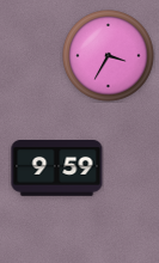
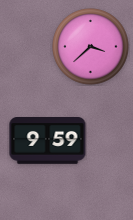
clock at (109, 56): 3:35 -> 3:38
